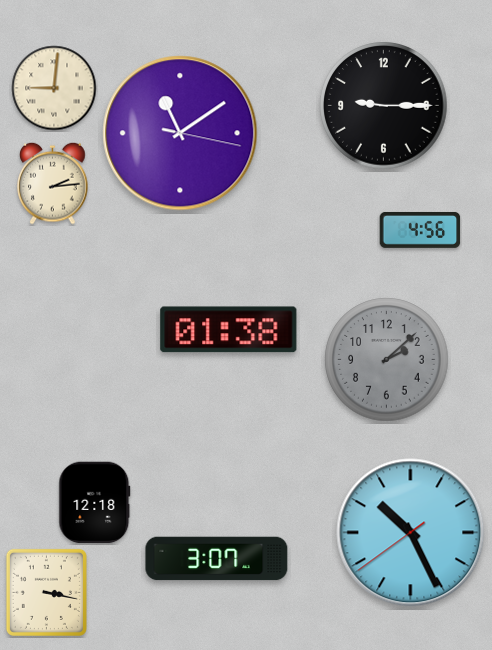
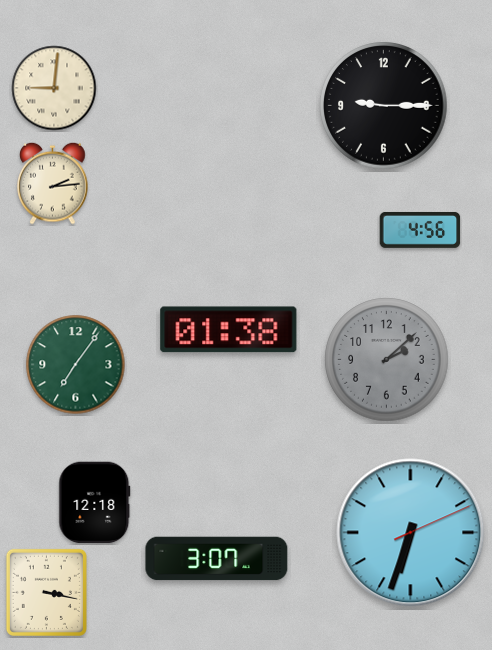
clock at (180, 133): 11:09 -> none
clock at (76, 365): none -> 7:06
clock at (411, 533): 10:25 -> 6:33
